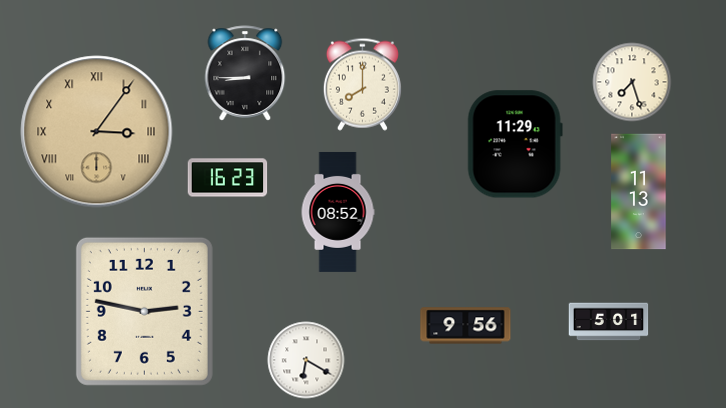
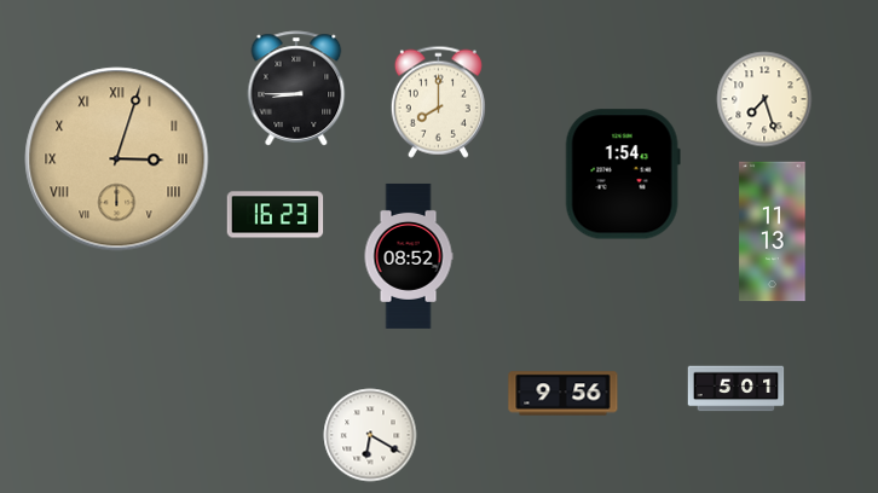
clock at (97, 132): 3:06 -> 3:03
clock at (515, 144): 11:29 -> 1:54
clock at (144, 311): 2:47 -> none
